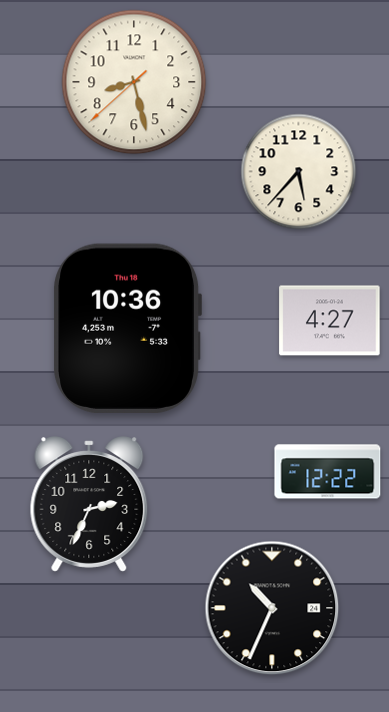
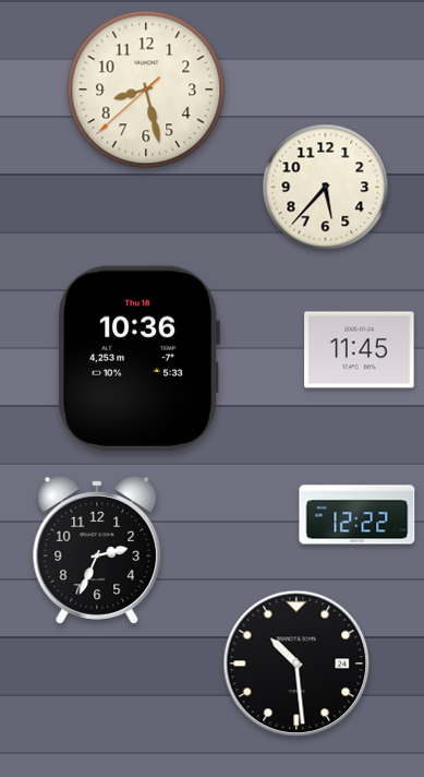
clock at (330, 321): 4:27 -> 11:45
clock at (272, 608): 10:34 -> 10:29
